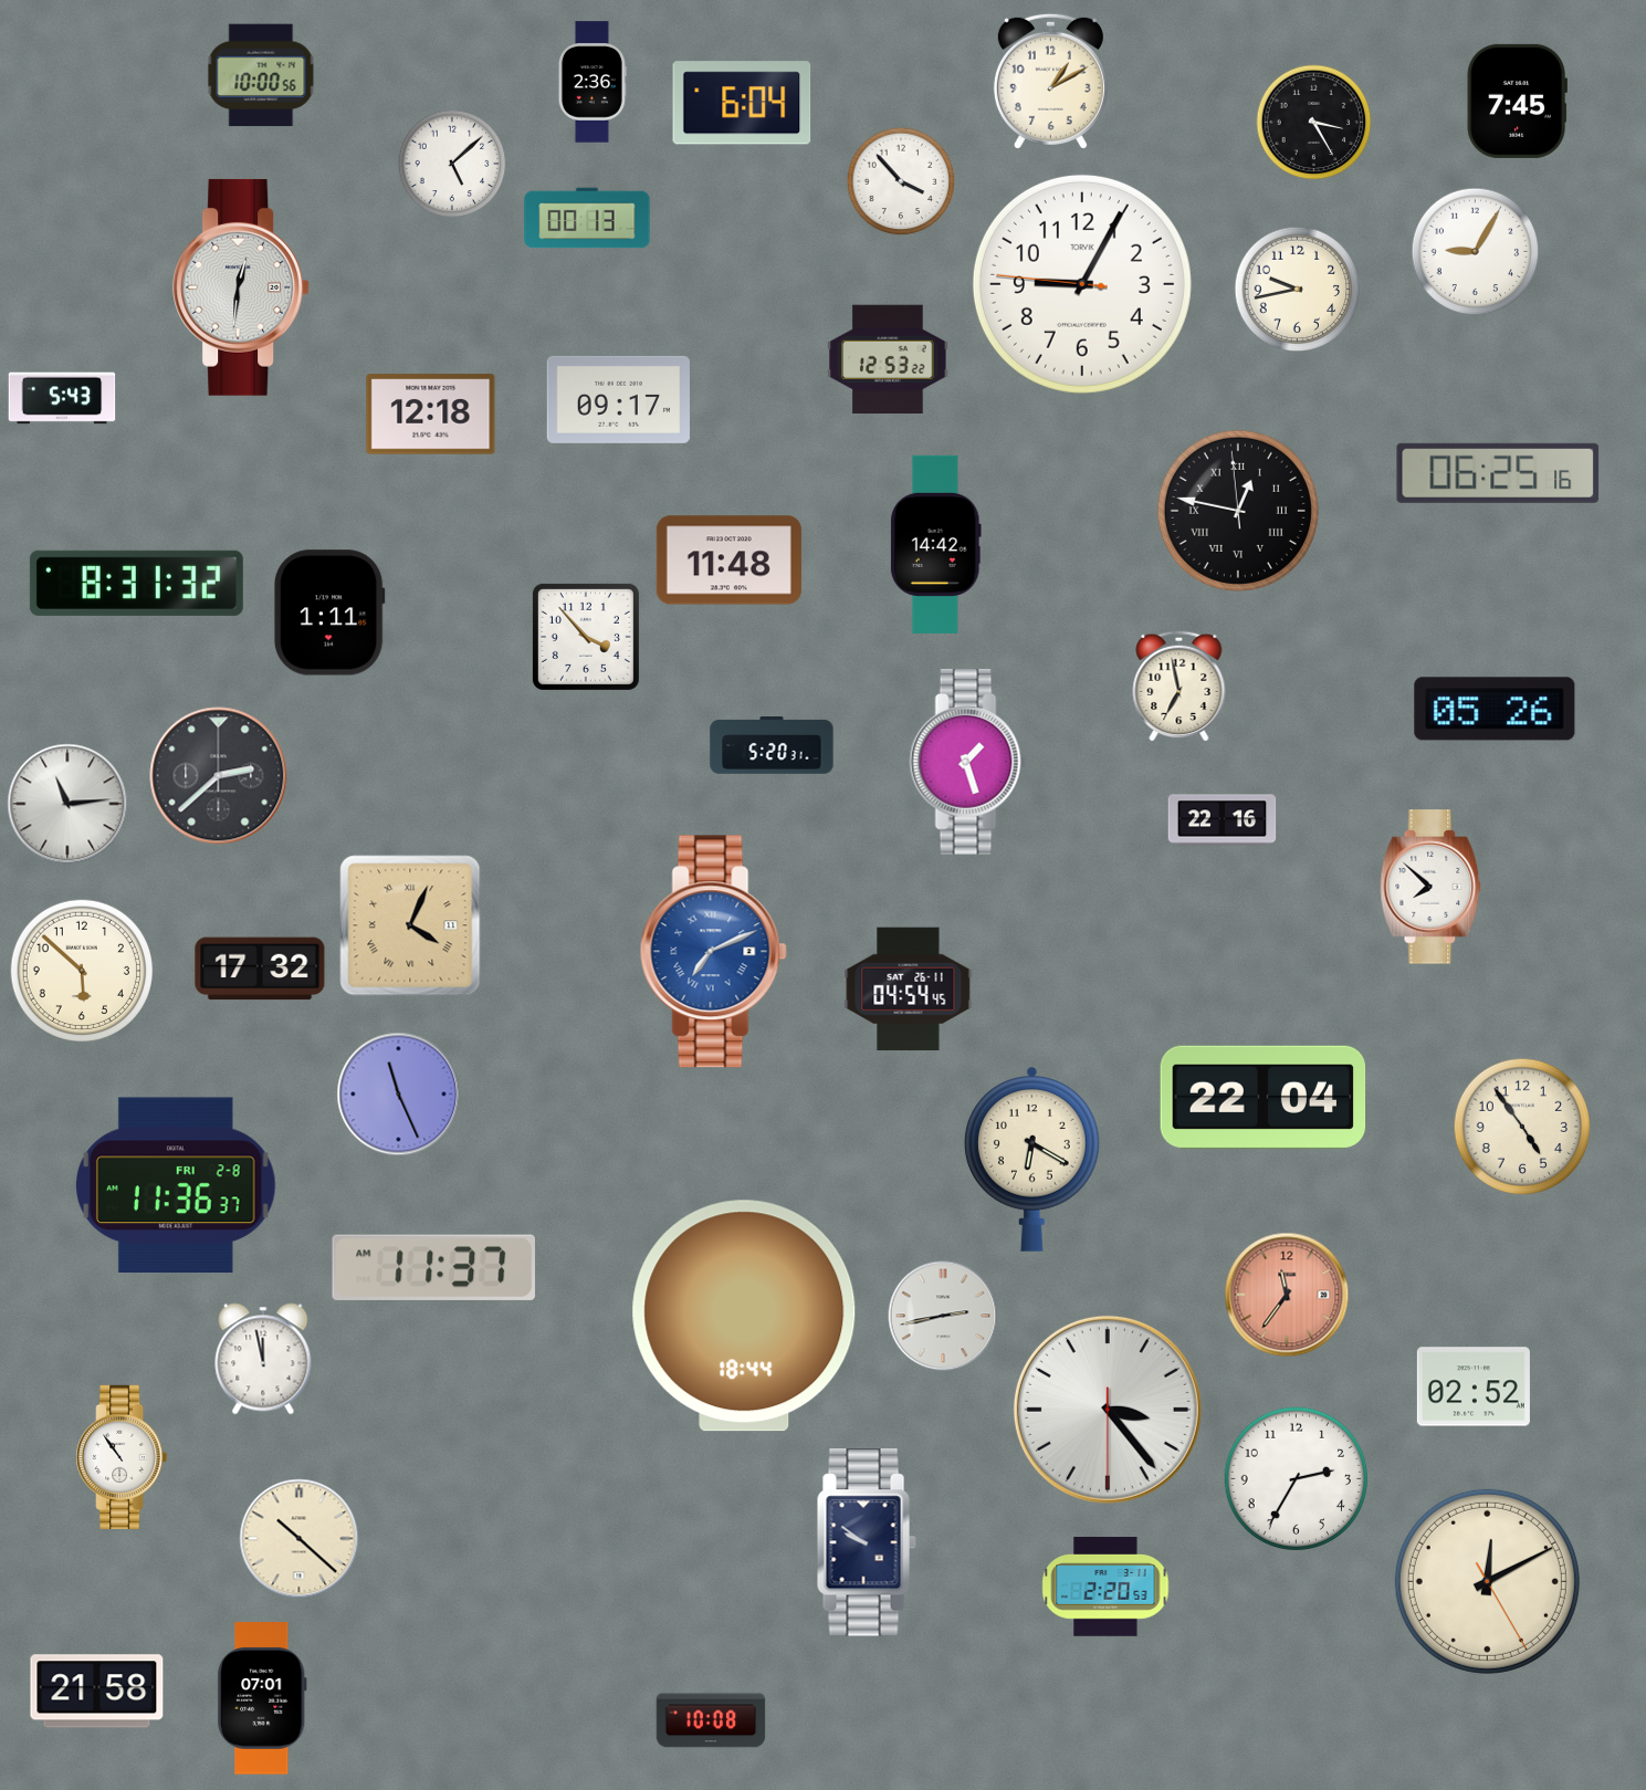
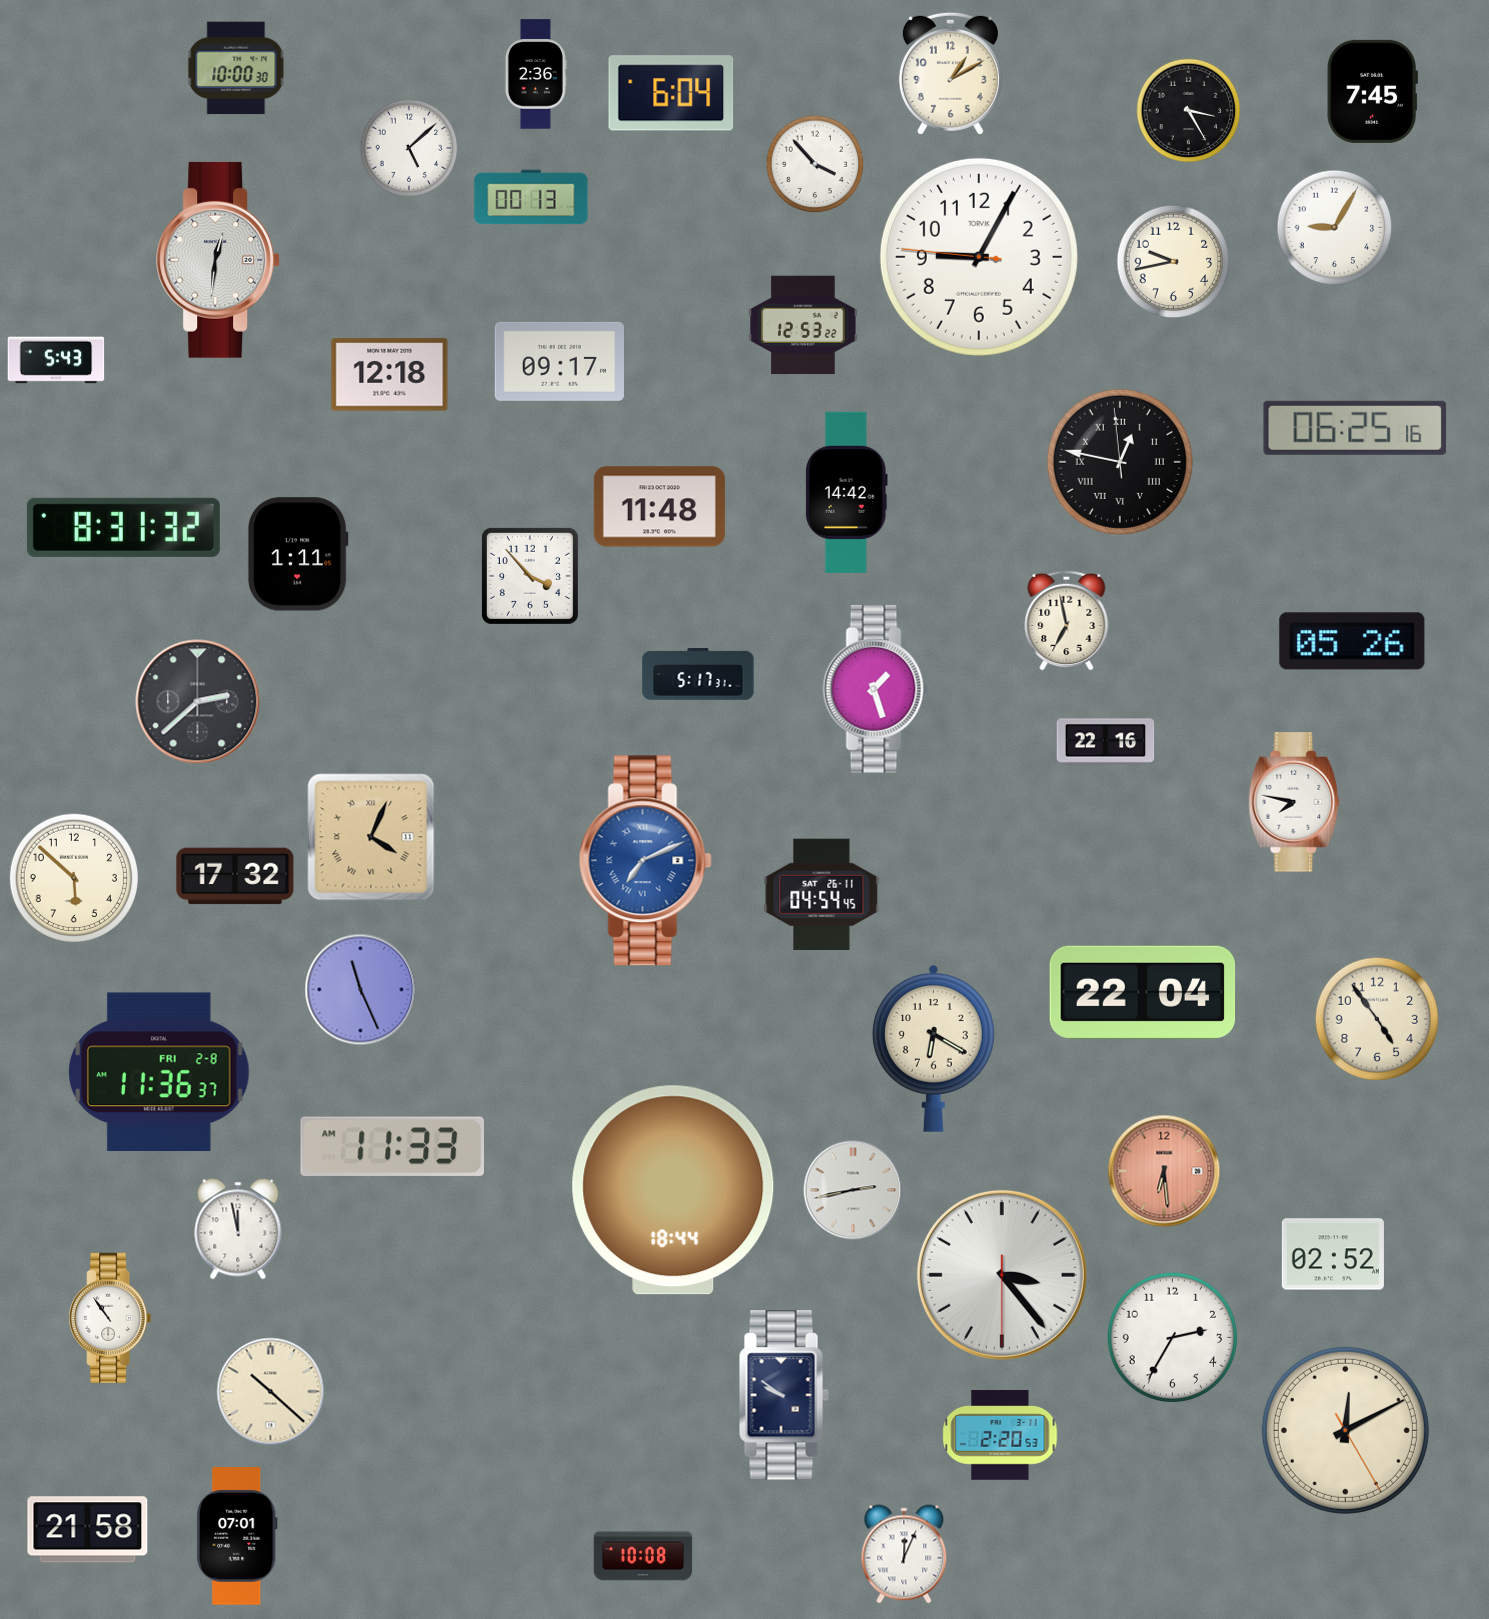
clock at (261, 75): 10:00:56 -> 10:00:30
clock at (772, 745): 5:20 -> 5:17
clock at (67, 804): 11:14 -> none
clock at (1430, 887): 7:52 -> 7:47
clock at (433, 1267): 11:37 -> 11:33
clock at (1287, 1295): 11:36 -> 6:29
clock at (904, 1554): none -> 12:04
